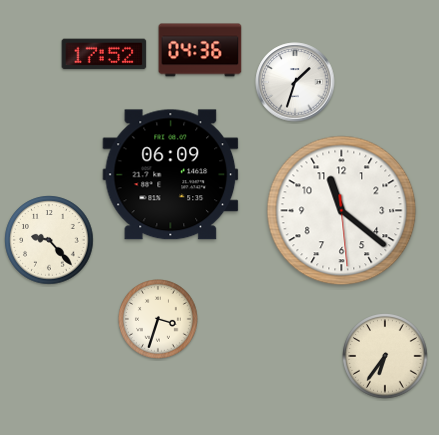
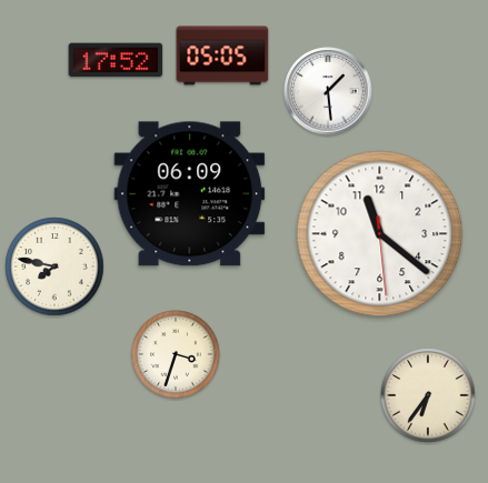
clock at (200, 50): 04:36 -> 05:05
clock at (295, 82): 1:33 -> 1:29
clock at (49, 240): 9:23 -> 7:47
